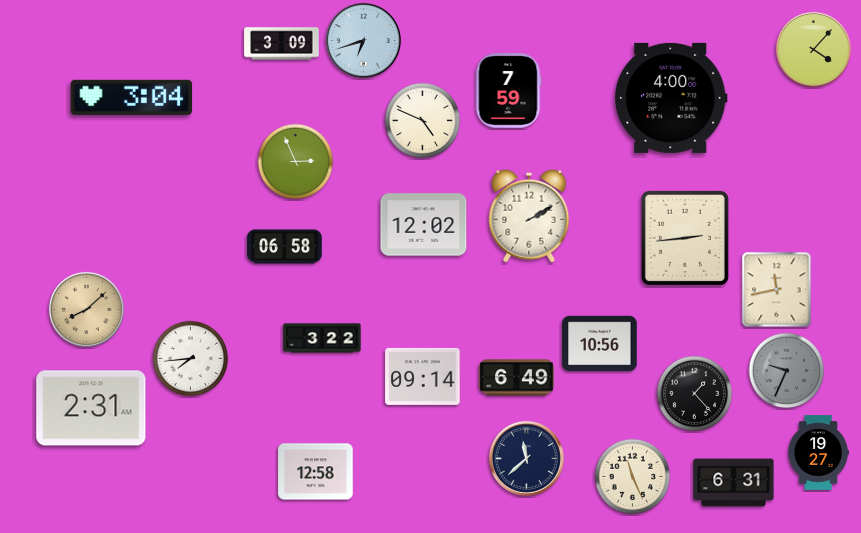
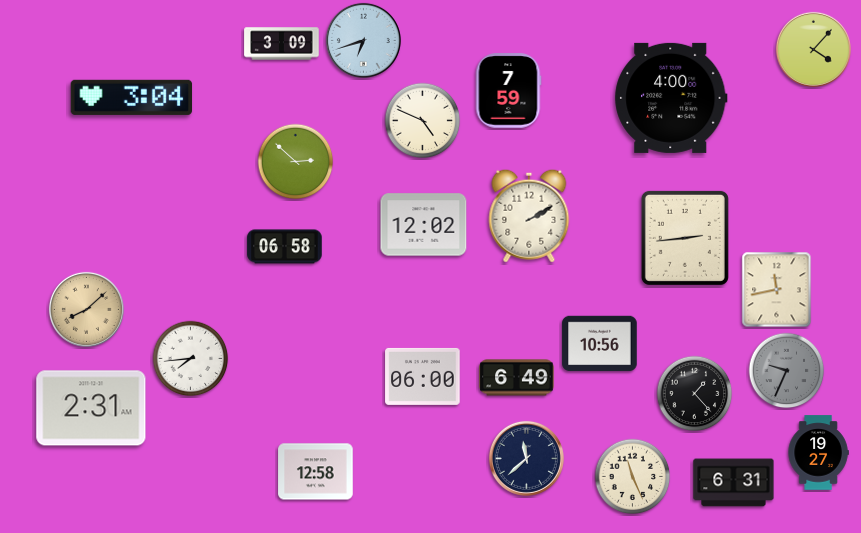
clock at (296, 162): 2:56 -> 2:52
clock at (322, 338): 3:22 -> none
clock at (423, 376): 09:14 -> 06:00
